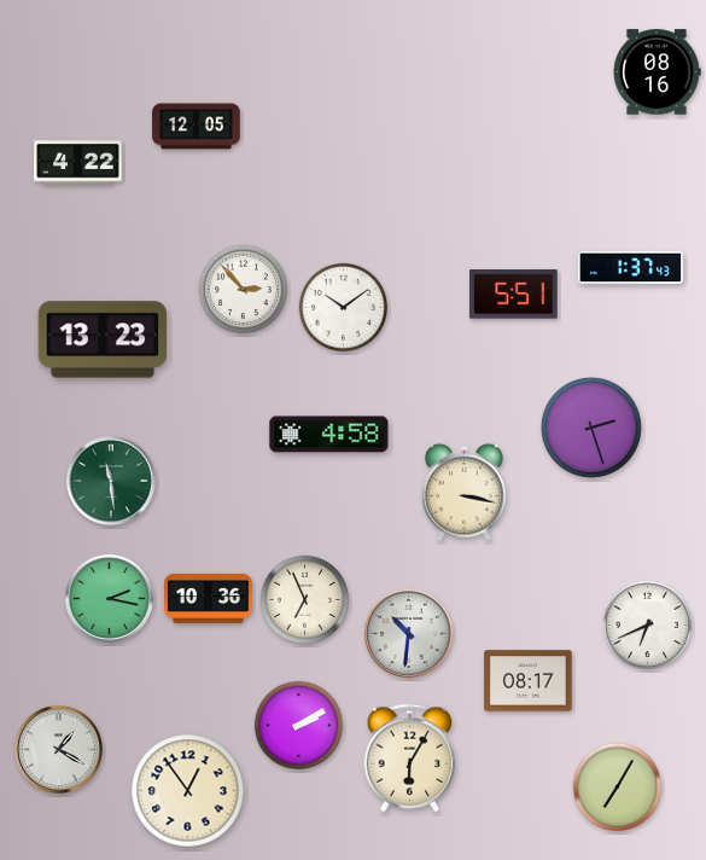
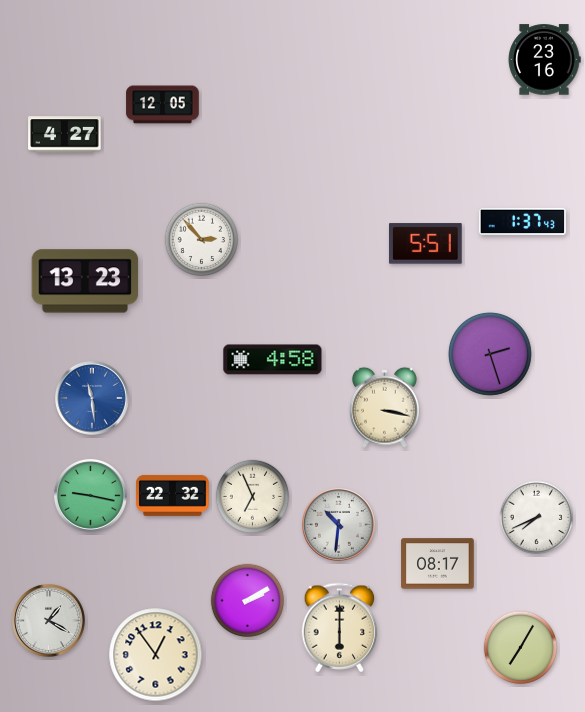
clock at (657, 72): 08:16 -> 23:16
clock at (78, 163): 4:22 -> 4:27
clock at (344, 308): 10:09 -> none
clock at (112, 482) dial: green -> blue
clock at (109, 598): 2:17 -> 9:17
clock at (209, 598): 10:36 -> 22:32
clock at (648, 626): 6:41 -> 7:41
clock at (410, 759): 6:05 -> 6:00
clock at (618, 788) position: (618, 788) -> (521, 648)
